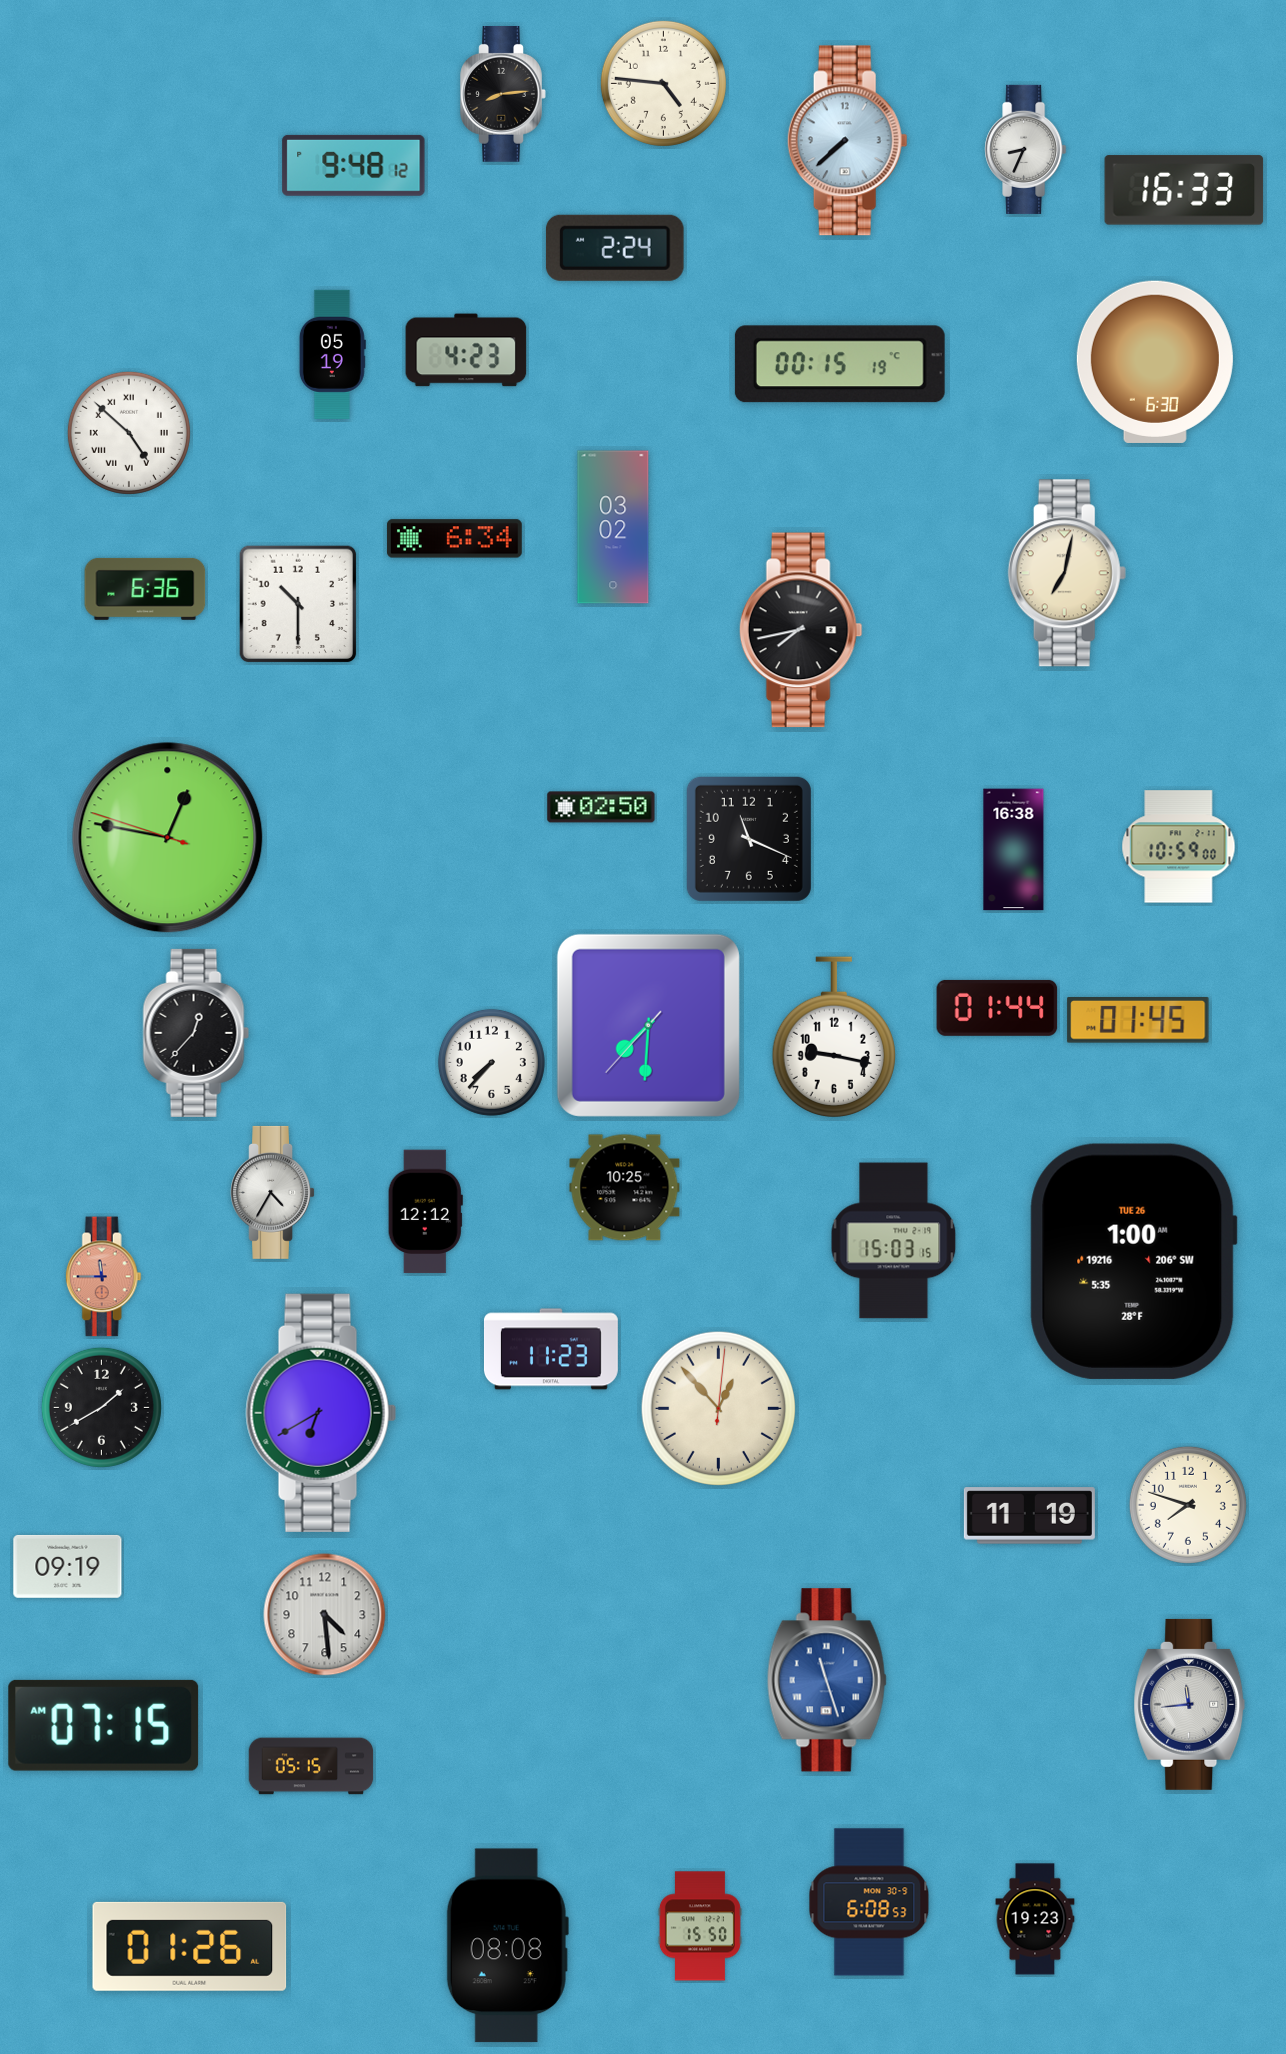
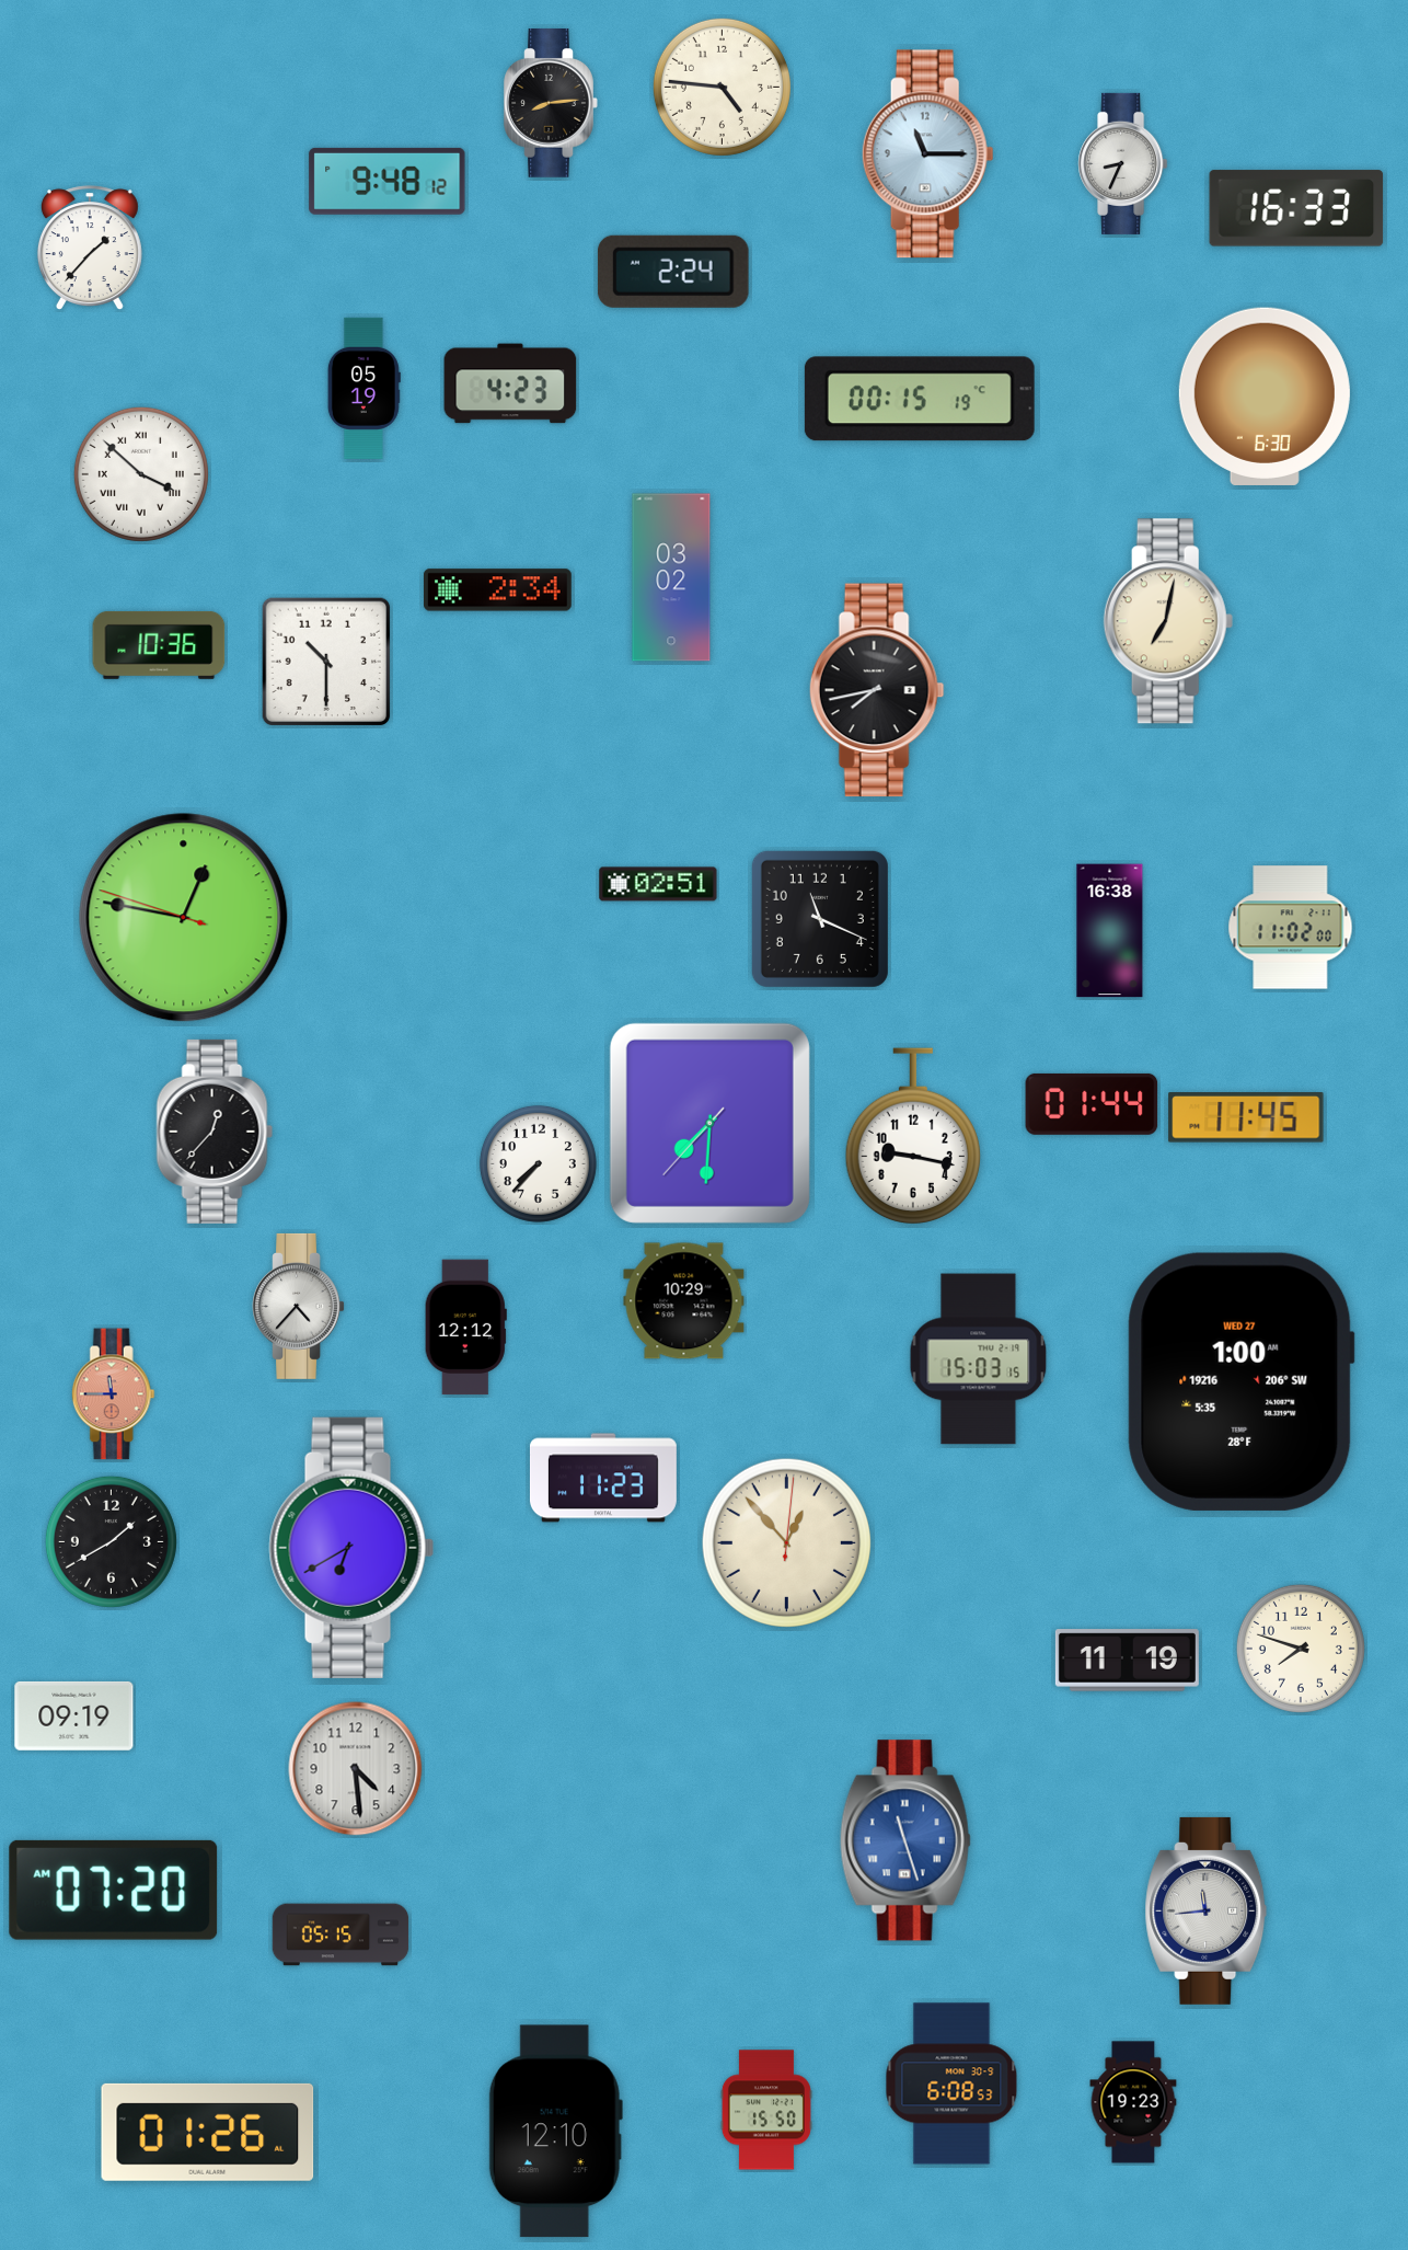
clock at (663, 83) position: (663, 83) -> (722, 87)
clock at (847, 141): 7:38 -> 11:15
clock at (90, 248): none -> 1:37
clock at (129, 433): 4:52 -> 3:52
clock at (454, 539): 6:34 -> 2:34
clock at (1067, 573) position: (1067, 573) -> (1168, 621)
clock at (145, 589): 6:36 -> 10:36
clock at (601, 807): 02:50 -> 02:51
clock at (1179, 847): 10:59 -> 11:02
clock at (1138, 1021): 01:45 -> 11:45
clock at (625, 1188): 10:25 -> 10:29
clock at (272, 1192): 4:35 -> 4:37
clock at (1133, 1261) date: TUE 26 -> WED 27
clock at (103, 1277) position: (103, 1277) -> (113, 1394)
clock at (1190, 1704) position: (1190, 1704) -> (1207, 1910)
clock at (104, 1725): 07:15 -> 07:20
clock at (507, 1946): 08:08 -> 12:10
